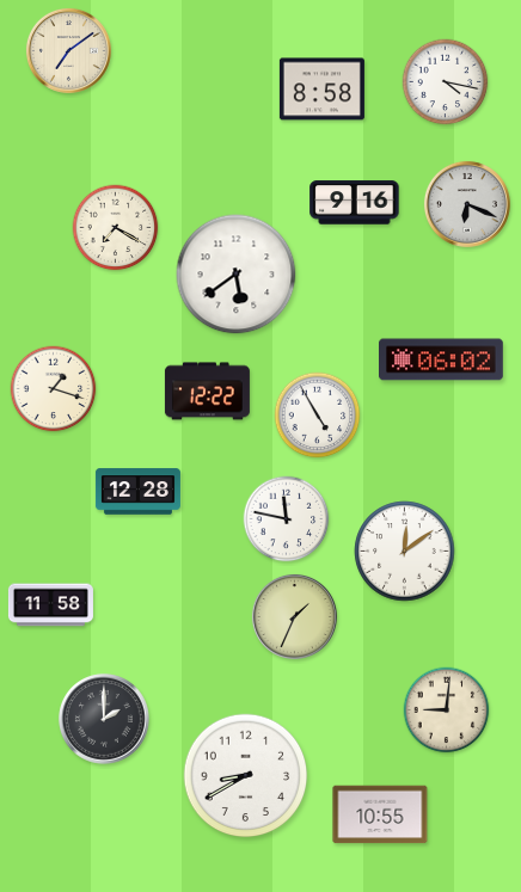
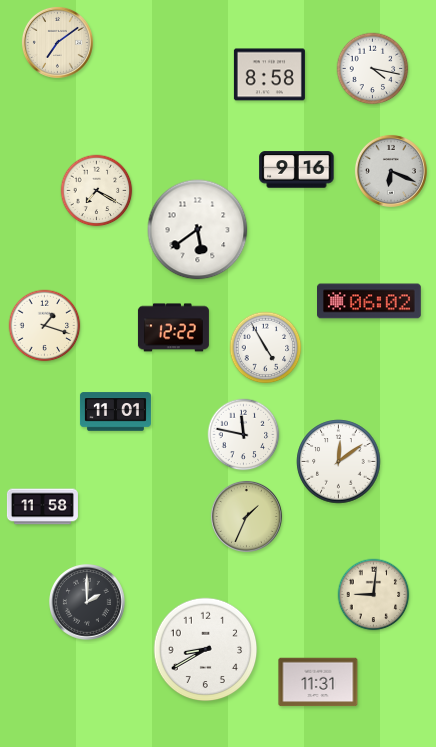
clock at (137, 492): 12:28 -> 11:01
clock at (287, 519) position: (287, 519) -> (244, 435)
clock at (380, 814): 10:55 -> 11:31
